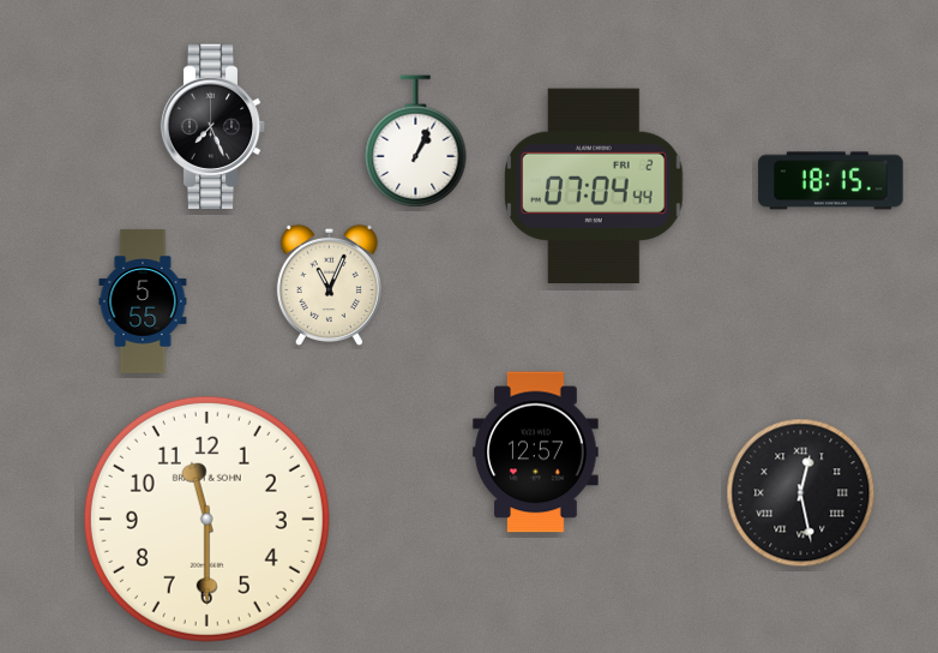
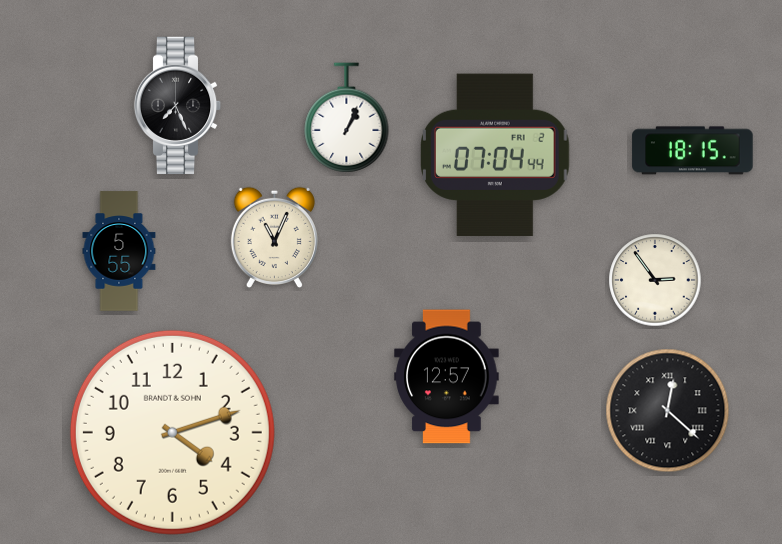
clock at (655, 280): none -> 2:54
clock at (801, 493): 12:28 -> 12:22
clock at (206, 519): 11:30 -> 4:12
